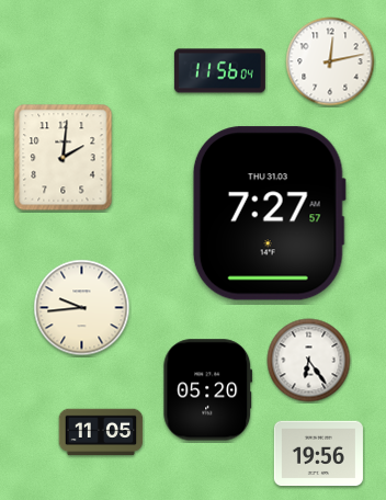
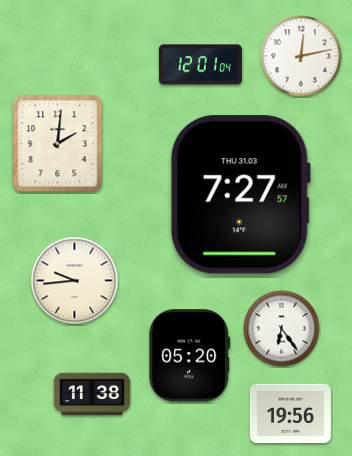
clock at (219, 71): 11:56 -> 12:01
clock at (269, 214) position: (269, 214) -> (240, 195)
clock at (101, 432): 11:05 -> 11:38
